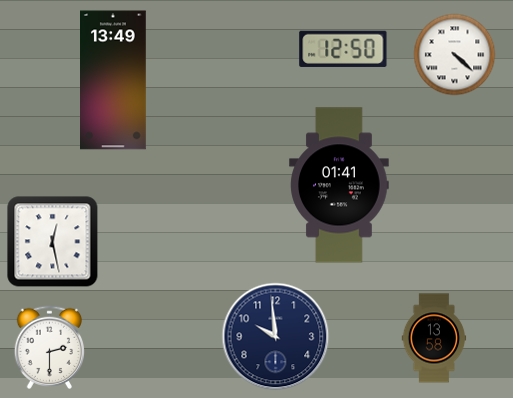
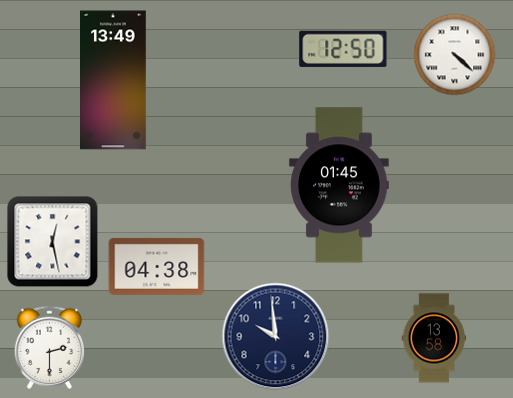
clock at (339, 185): 01:41 -> 01:45
clock at (157, 266): none -> 04:38
